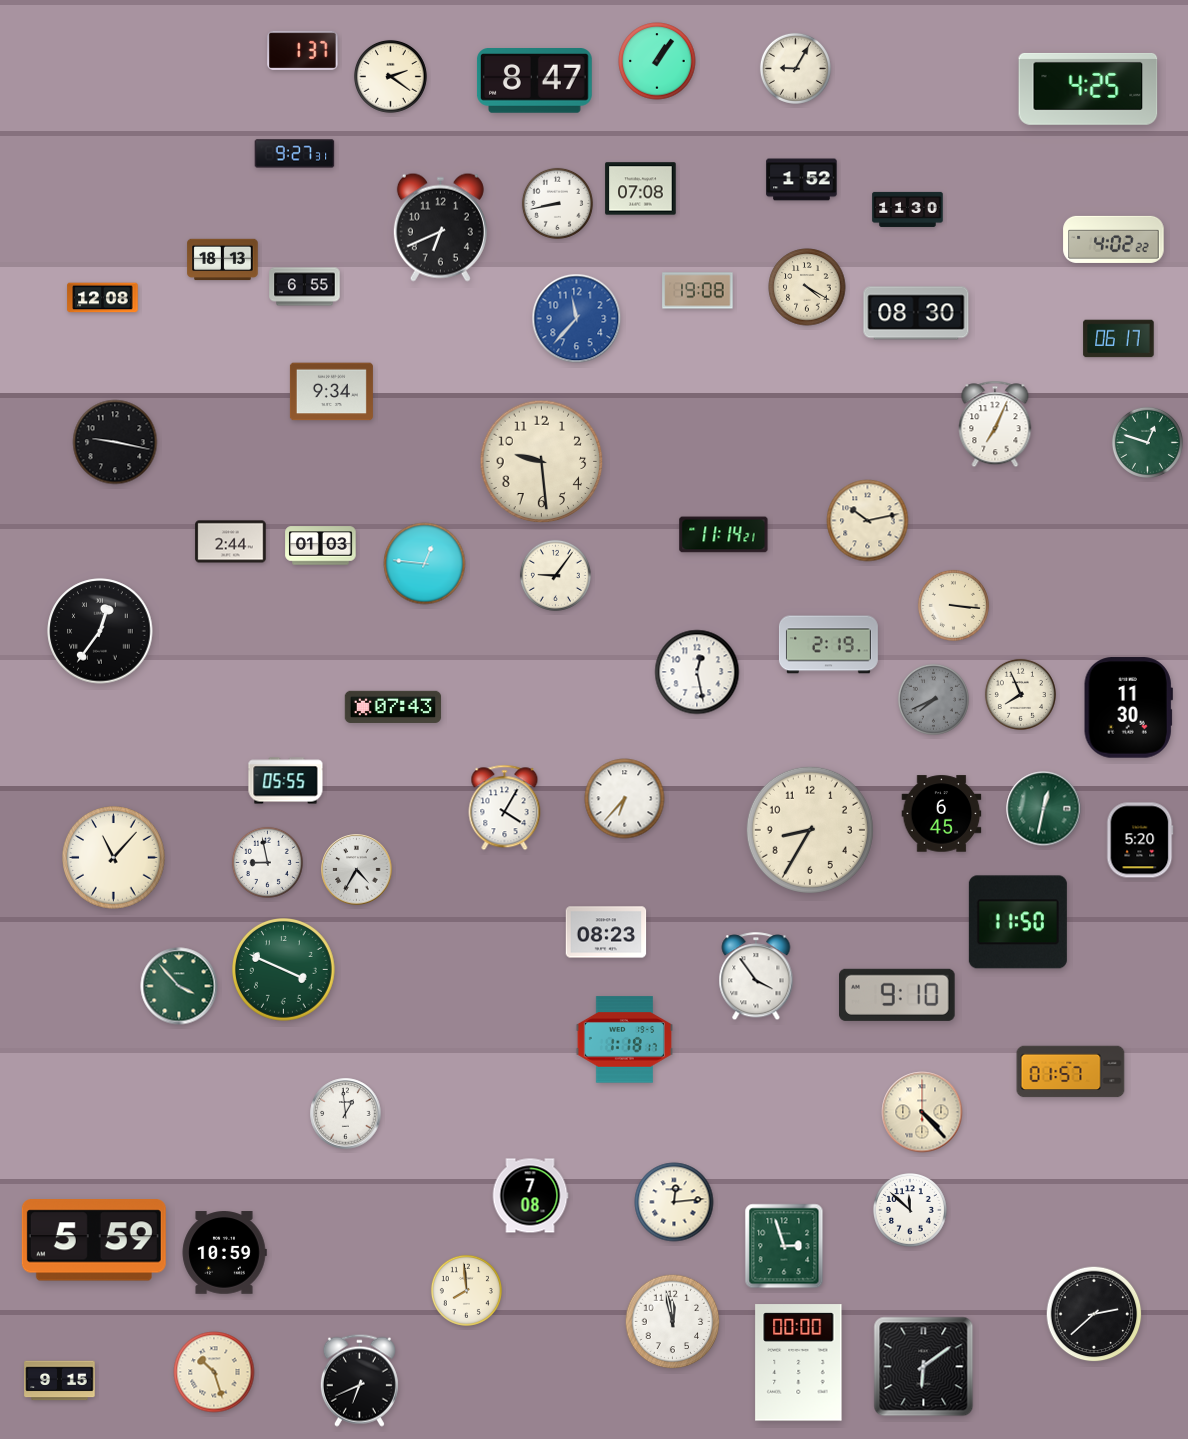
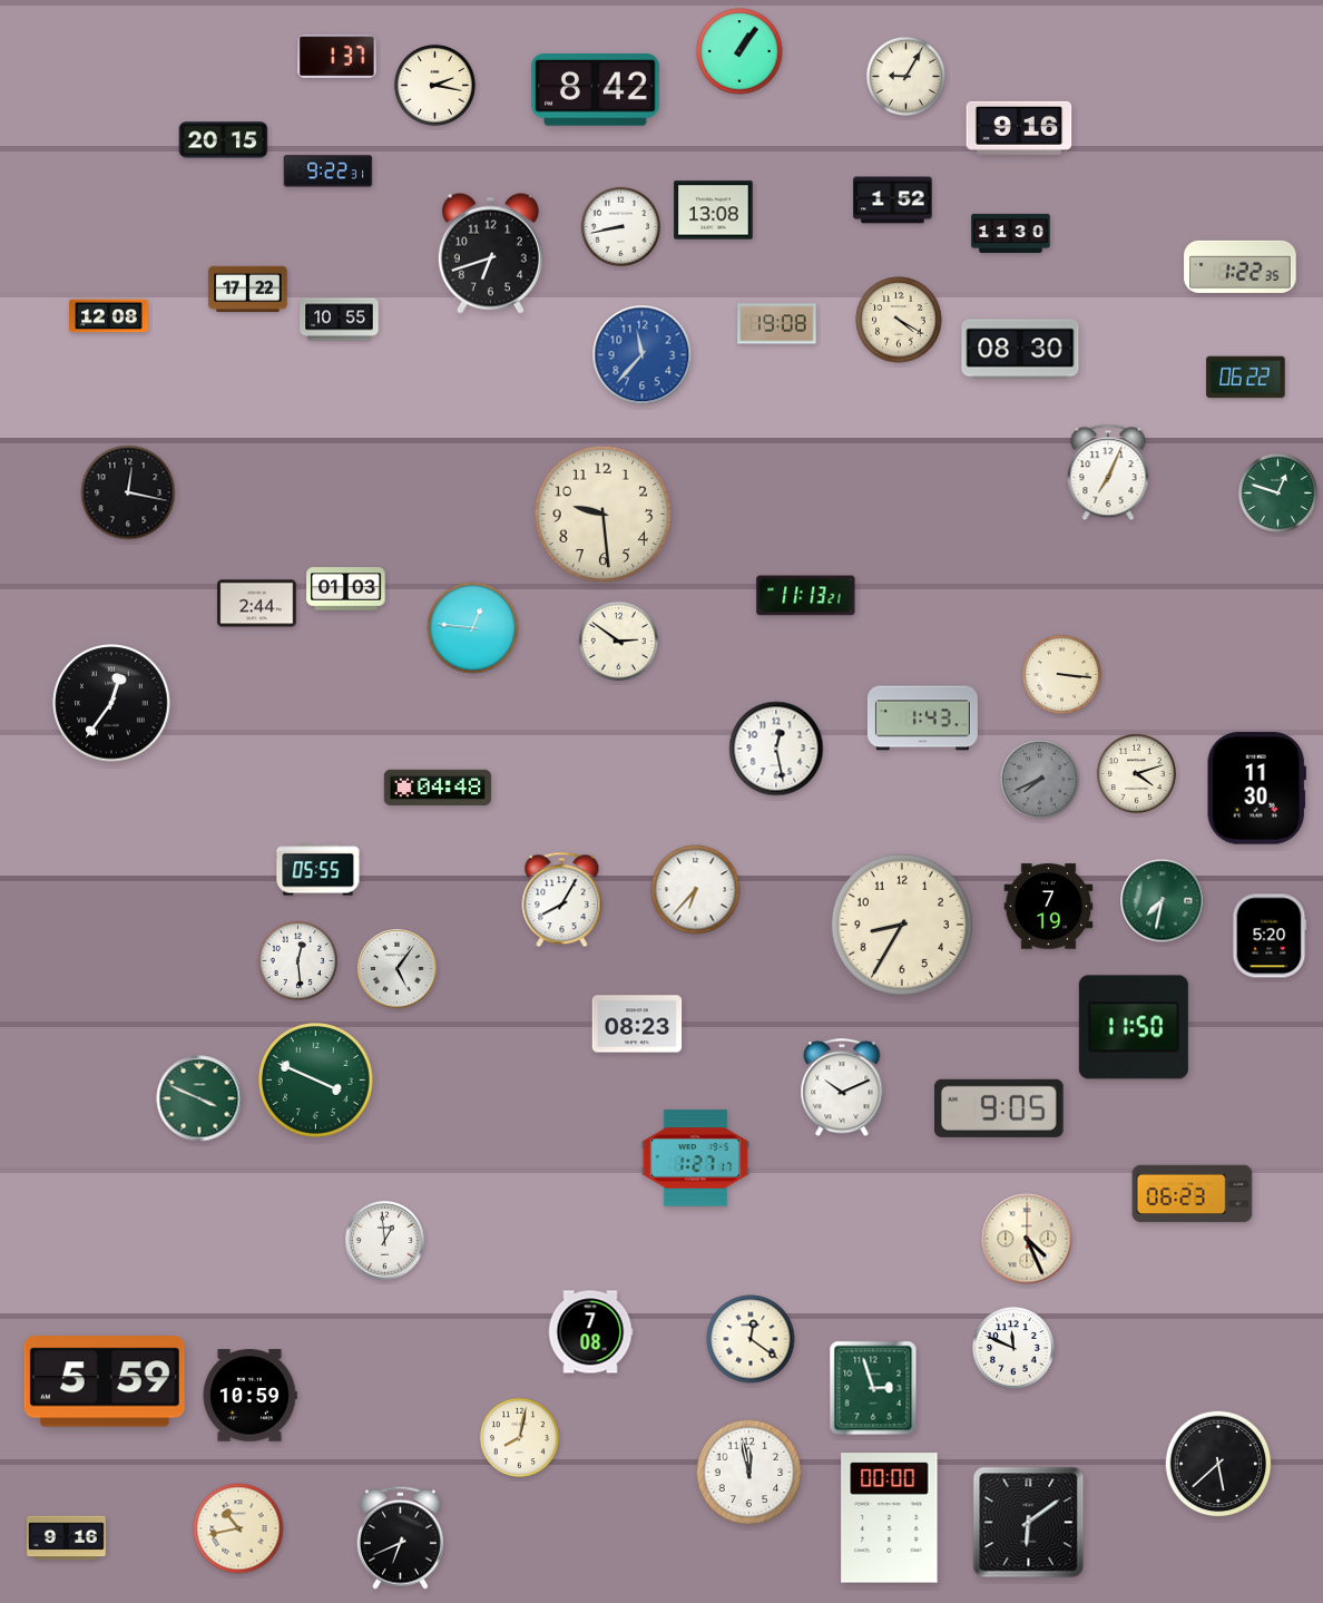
clock at (657, 61) position: (657, 61) -> (739, 51)
clock at (795, 68) position: (795, 68) -> (905, 76)
clock at (390, 76): 2:21 -> 2:17
clock at (534, 81): 8:47 -> 8:42
clock at (1088, 89): 4:25 -> none
clock at (1019, 128): none -> 9:16
clock at (224, 140): none -> 20:15
clock at (295, 154): 9:27 -> 9:22
clock at (641, 189): 07:08 -> 13:08
clock at (440, 227): 6:41 -> 6:42
clock at (1114, 239): 4:02 -> 1:22
clock at (223, 260): 18:13 -> 17:22
clock at (305, 287): 6:55 -> 10:55
clock at (103, 298) position: (103, 298) -> (109, 316)
clock at (1119, 339): 06:17 -> 06:22
clock at (331, 392): 9:34 -> none
clock at (115, 442): 9:17 -> 12:17
clock at (868, 521): 10:13 -> none
clock at (724, 535): 11:14 -> 11:13
clock at (321, 546) position: (321, 546) -> (346, 589)
clock at (555, 575): 9:06 -> 2:51
clock at (828, 645): 2:19 -> 1:43
clock at (1020, 694): 7:56 -> 4:12
clock at (393, 707): 07:43 -> 04:48
clock at (505, 808): 4:05 -> 8:05
clock at (1044, 809): 12:32 -> 7:32
clock at (942, 814): 6:45 -> 7:19
clock at (114, 858): 11:07 -> none
clock at (267, 862): 8:58 -> 12:29
clock at (357, 870): 4:35 -> 5:06
clock at (606, 932) position: (606, 932) -> (637, 1024)
clock at (756, 977): 3:54 -> 10:11
clock at (179, 986): 3:53 -> 3:49
clock at (898, 995): 9:10 -> 9:05
clock at (624, 1040): 1:18 -> 1:27
clock at (1071, 1072): 01:57 -> 06:23
clock at (922, 1112): 4:23 -> 4:26
clock at (674, 1202): 12:14 -> 12:21
clock at (911, 1211): 11:52 -> 11:49
clock at (466, 1290): 7:59 -> 8:02
clock at (1094, 1314): 2:38 -> 5:38
clock at (214, 1372): 10:27 -> 10:43
clock at (60, 1381): 9:15 -> 9:16
